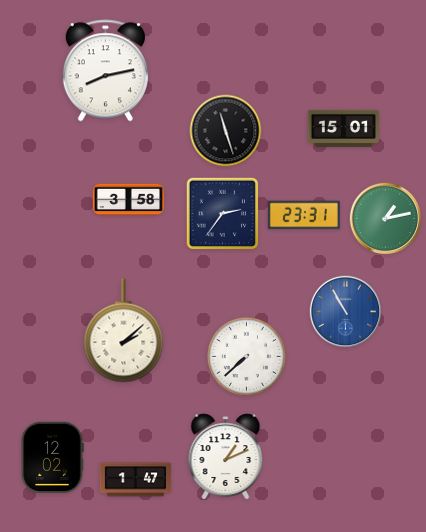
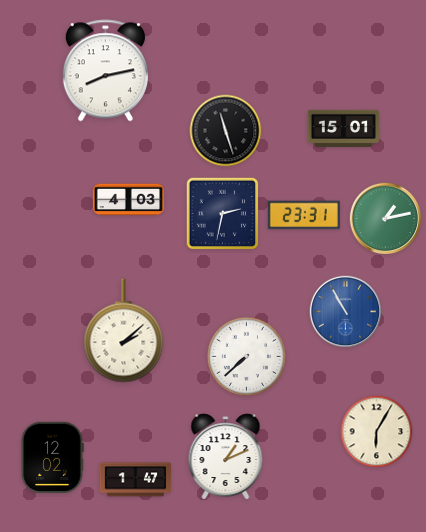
clock at (128, 200): 3:58 -> 4:03
clock at (223, 214): 2:36 -> 2:32
clock at (377, 432): none -> 6:05
